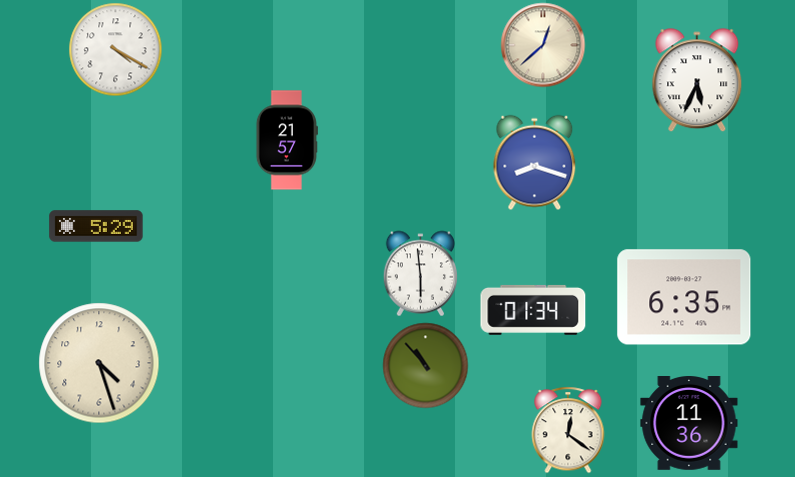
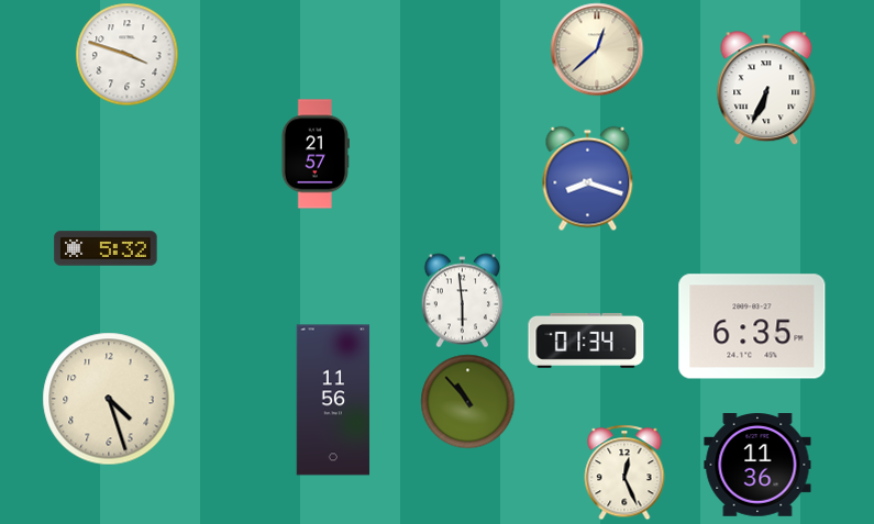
clock at (116, 50): 4:20 -> 3:48
clock at (697, 81): 5:34 -> 6:34
clock at (96, 226): 5:29 -> 5:32
clock at (333, 400): none -> 11:56
clock at (568, 430): 12:21 -> 12:26
